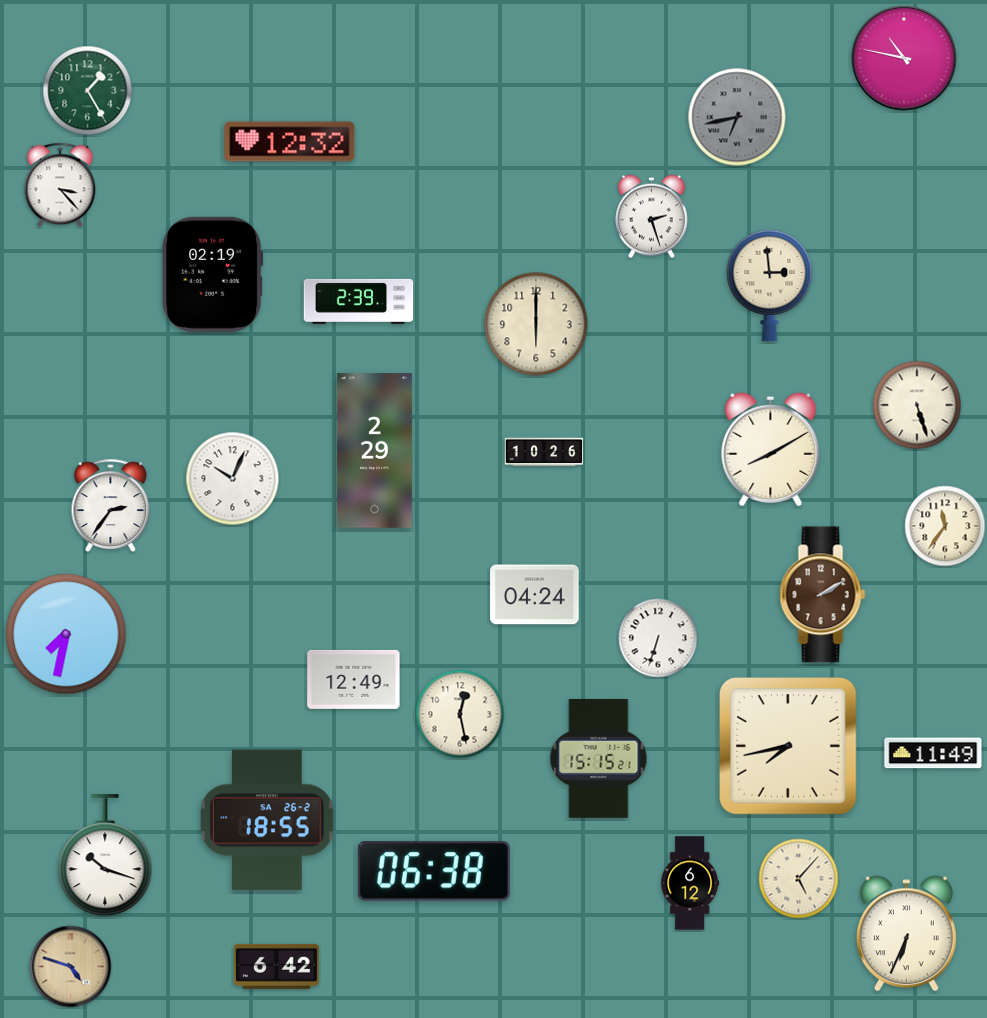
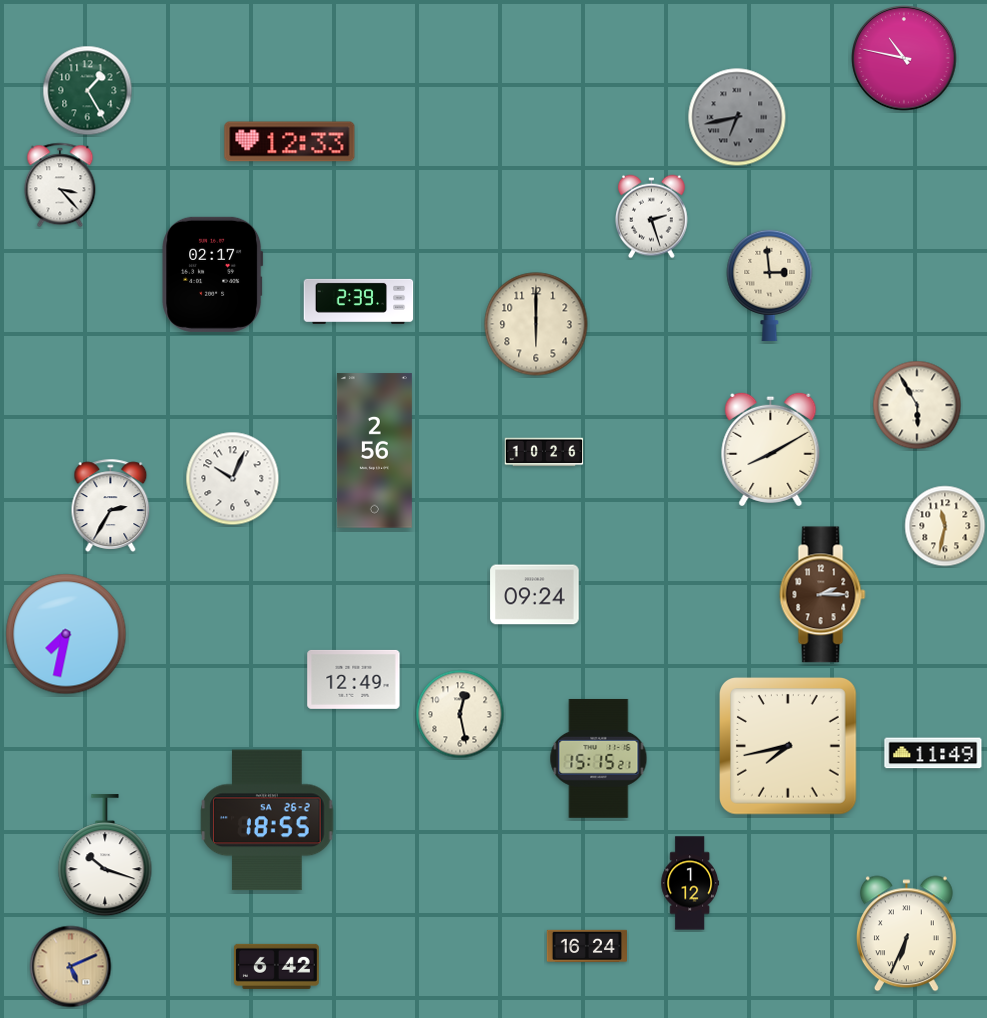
clock at (290, 142): 12:32 -> 12:33
clock at (213, 274): 02:19 -> 02:17
clock at (917, 405): 5:27 -> 5:55
clock at (374, 451): 2:29 -> 2:56
clock at (111, 505): 2:36 -> 2:35
clock at (945, 526): 11:36 -> 11:32
clock at (535, 595): 04:24 -> 09:24
clock at (823, 595): 2:10 -> 2:15
clock at (658, 638): 6:33 -> none
clock at (434, 871): 06:38 -> none
clock at (799, 879): 5:07 -> none
clock at (690, 883): 6:12 -> 1:12
clock at (586, 946): none -> 16:24
clock at (71, 967): 4:48 -> 5:11
